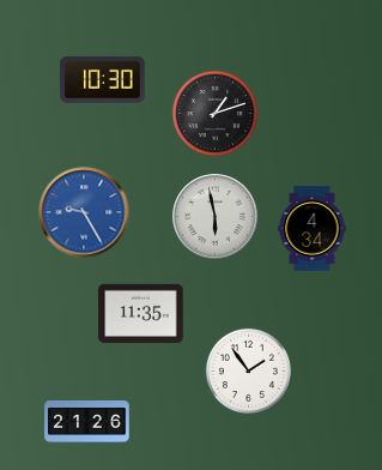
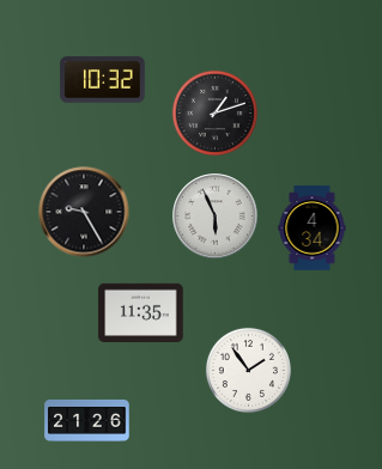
clock at (103, 80): 10:30 -> 10:32
clock at (84, 212) dial: blue -> black
clock at (216, 217): 5:58 -> 5:56
